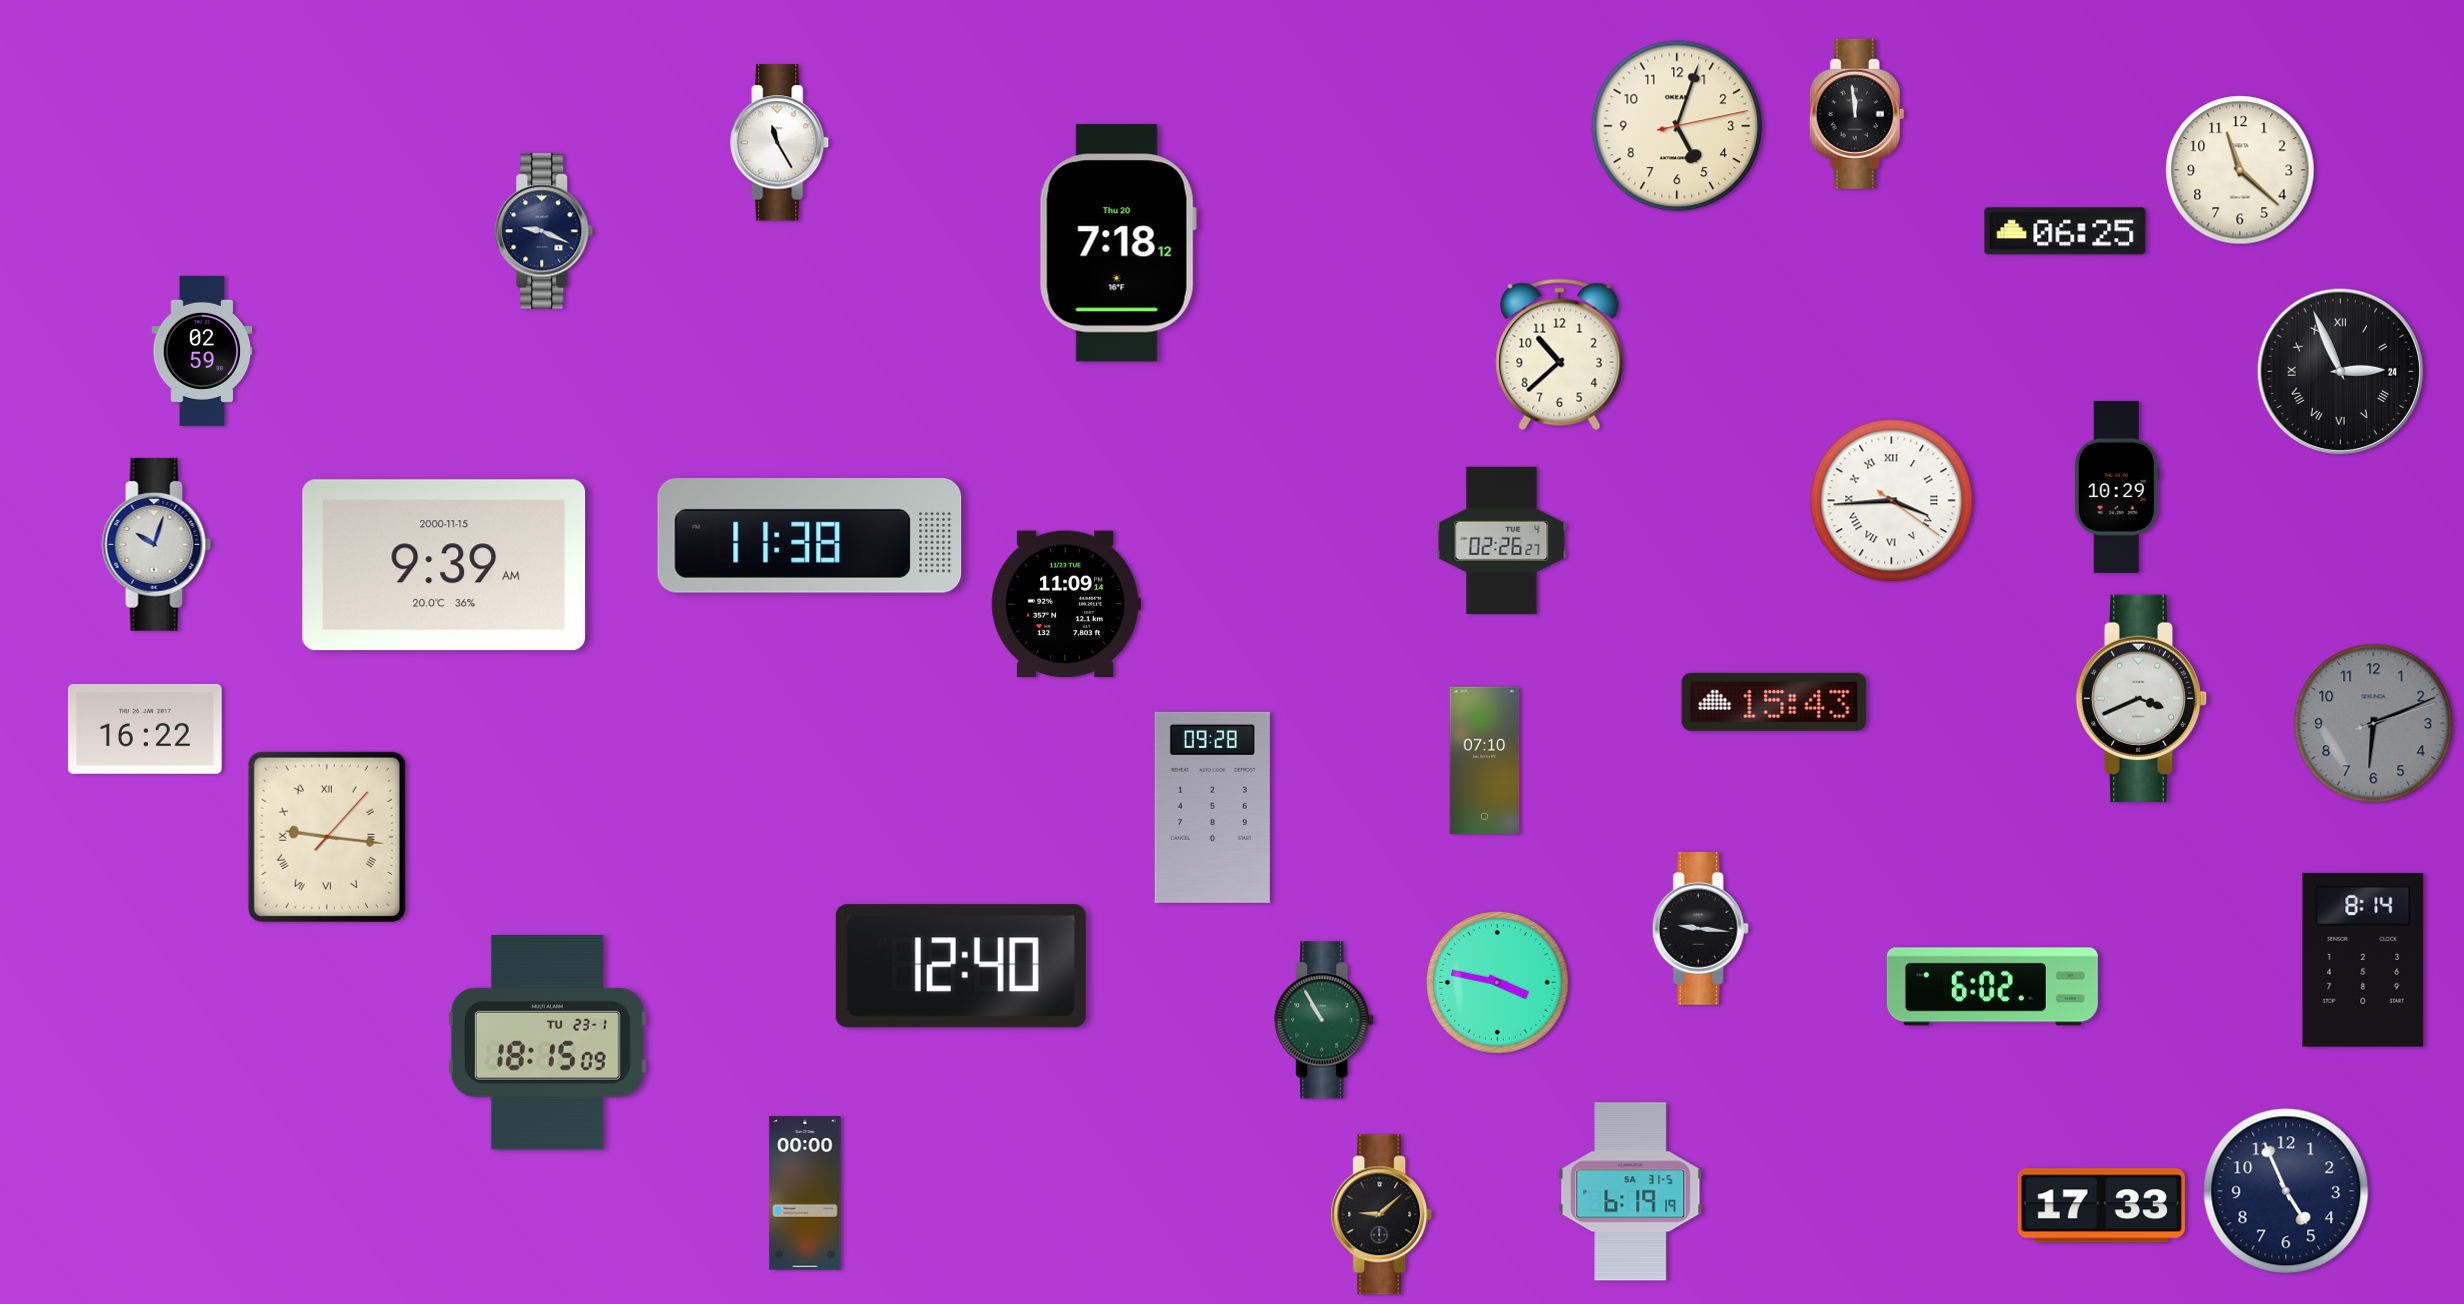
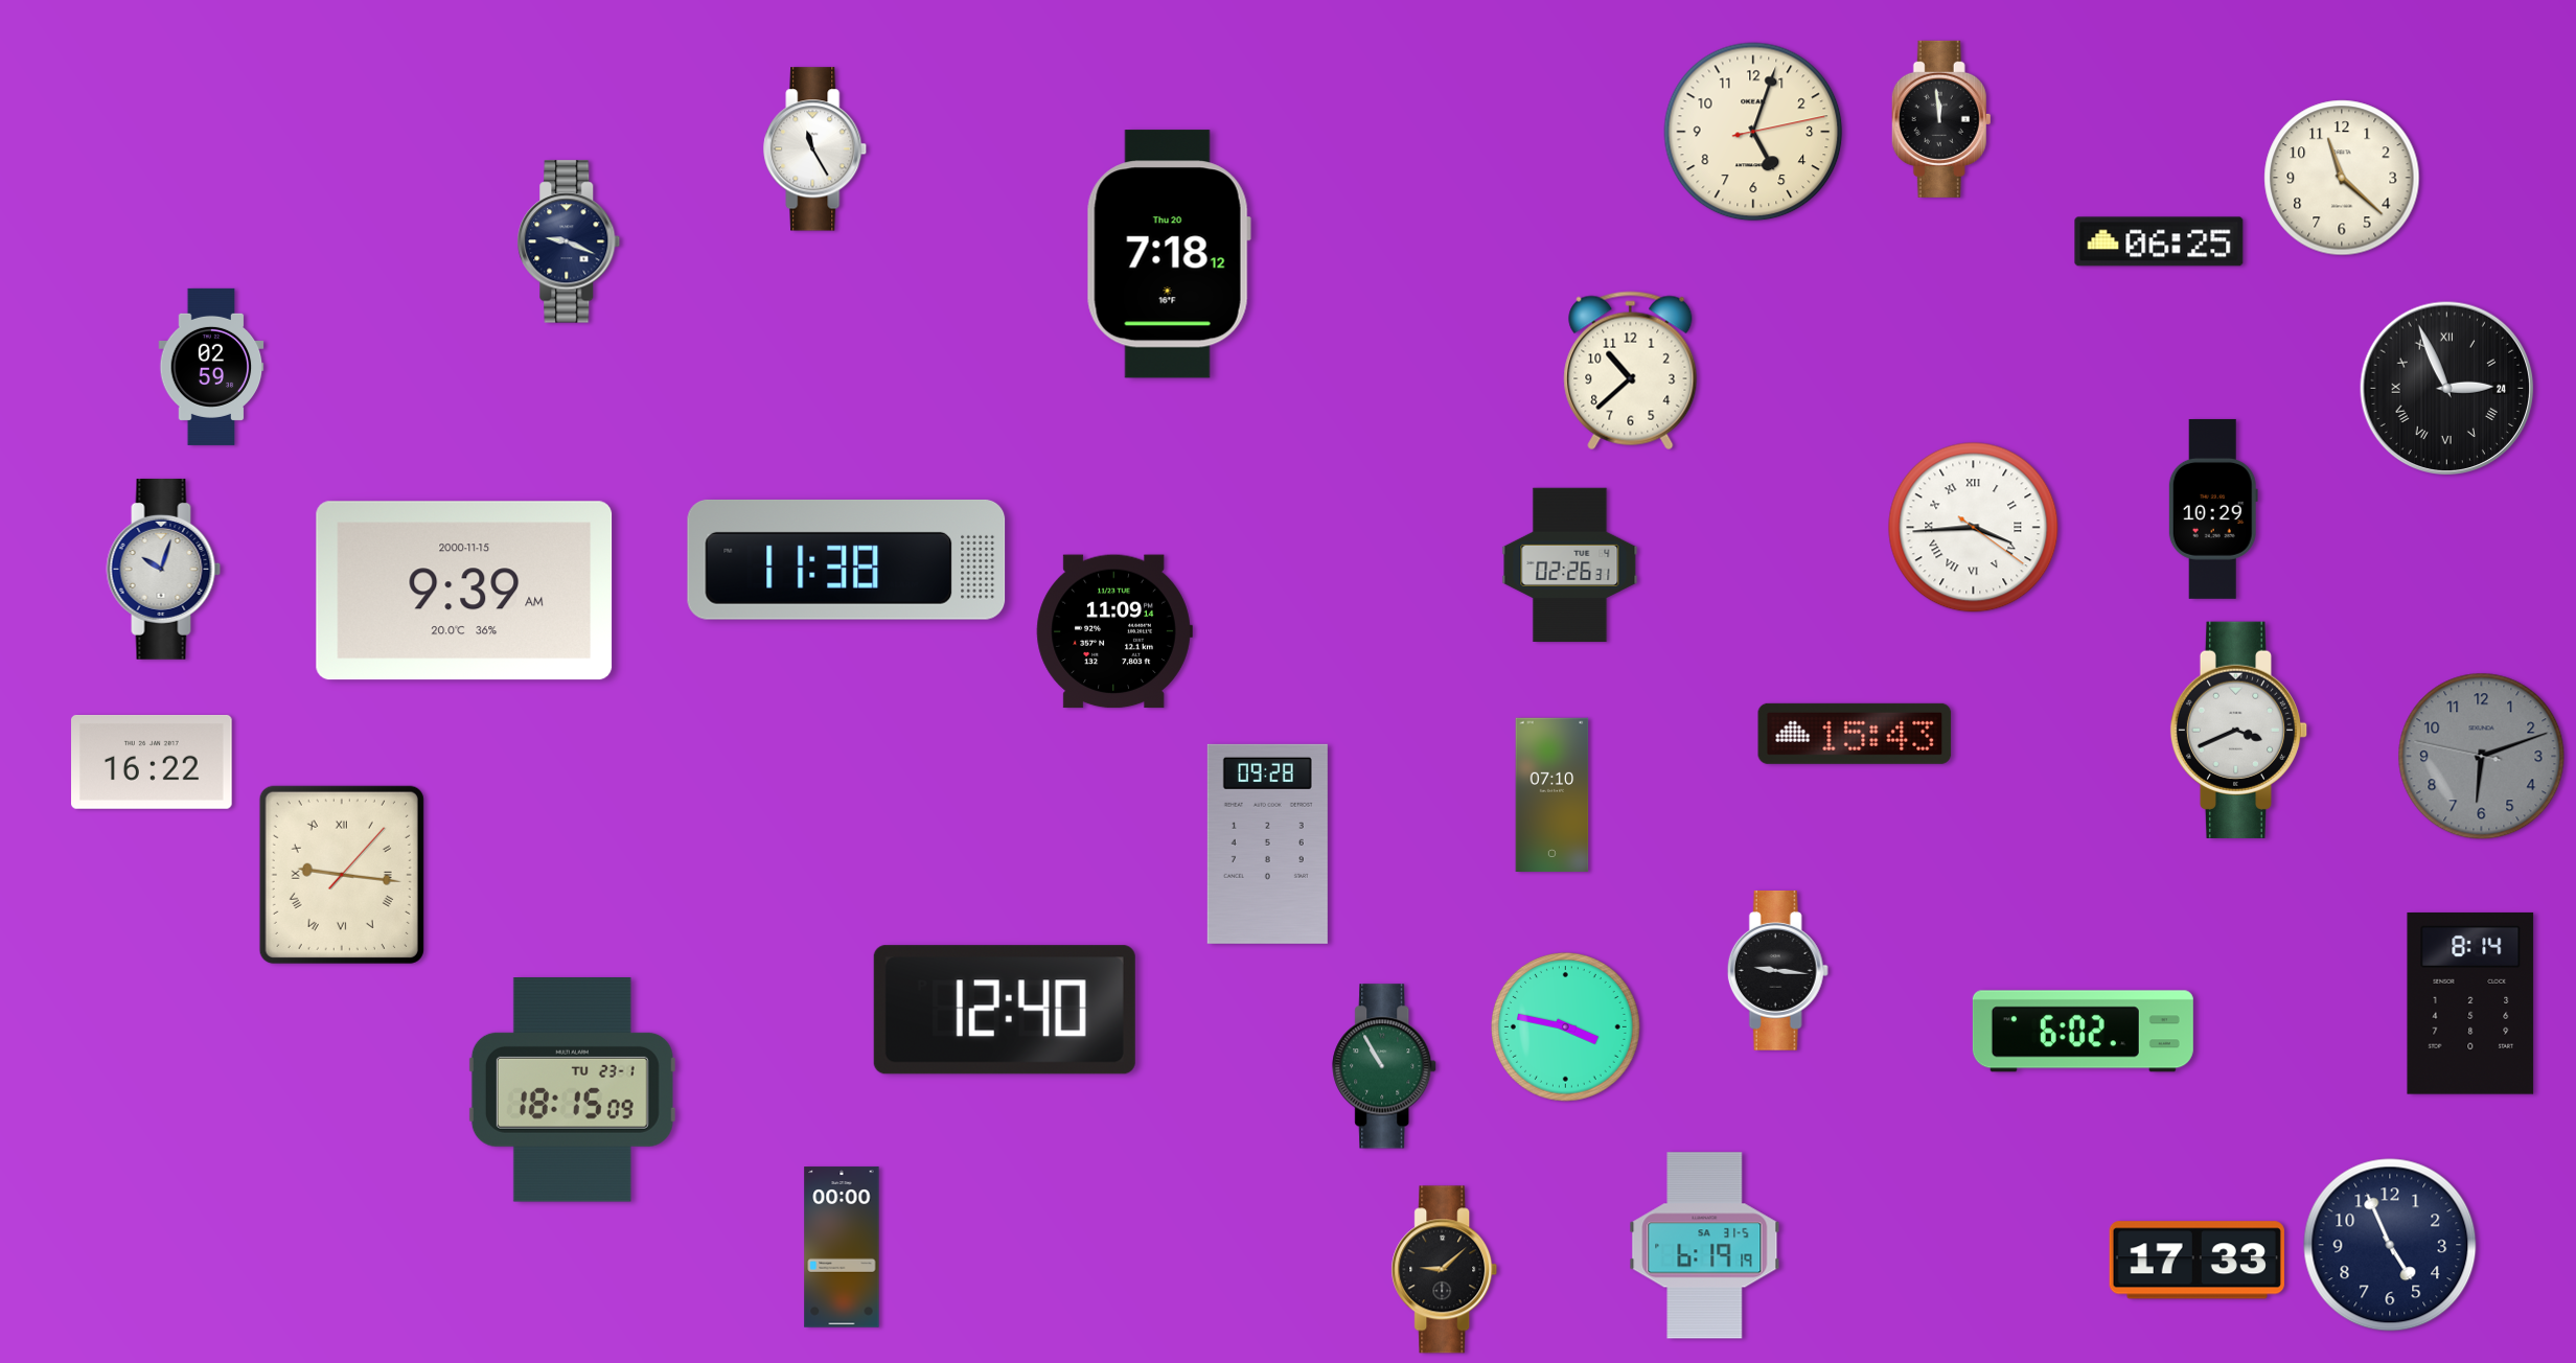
clock at (1892, 501) position: (1892, 501) -> (1974, 528)
clock at (1502, 541): 02:26:27 -> 02:26:31
clock at (2374, 724): 6:11:12 -> 6:11:47
